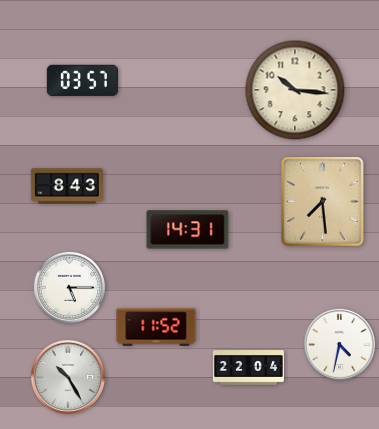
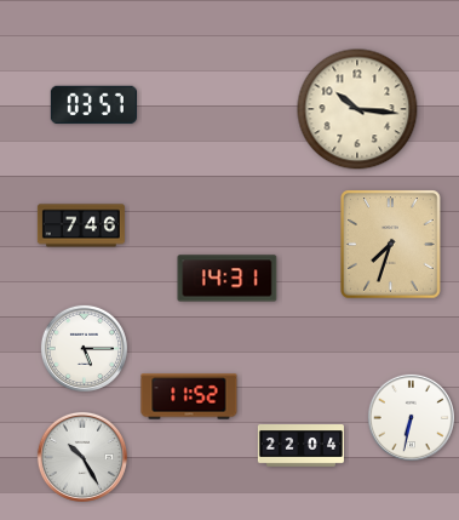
clock at (82, 81) position: (82, 81) -> (93, 105)
clock at (67, 186): 8:43 -> 7:46
clock at (323, 202): 7:29 -> 7:33
clock at (339, 344): 4:32 -> 6:32
